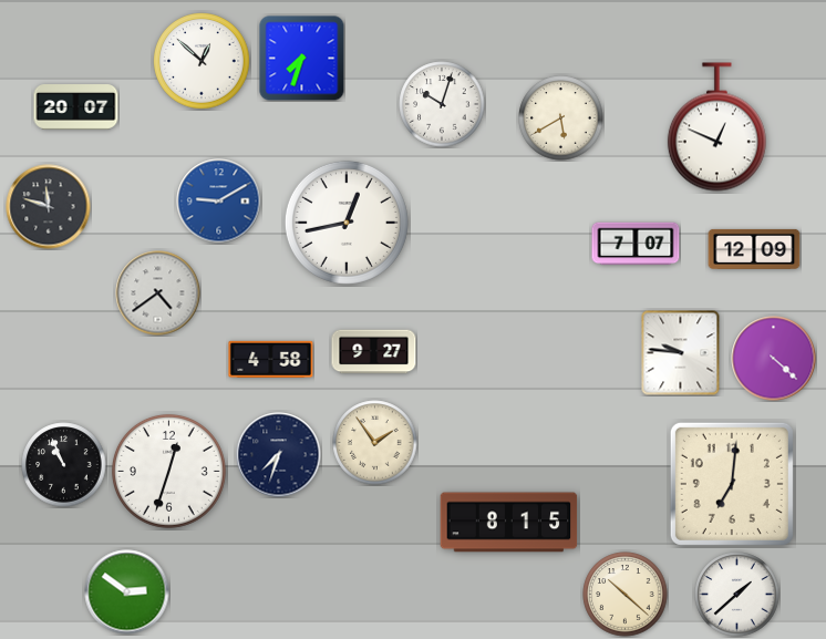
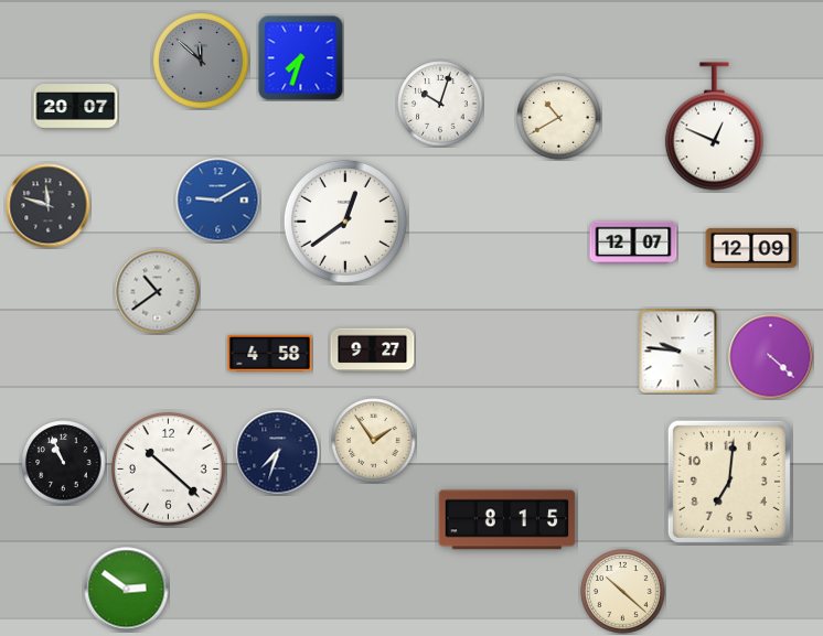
clock at (202, 61): 12:52 -> 11:52
clock at (202, 61) dial: white -> grey
clock at (561, 118): 5:40 -> 10:40
clock at (347, 223): 12:43 -> 12:39
clock at (636, 244): 7:07 -> 12:07
clock at (158, 293): 4:39 -> 10:39
clock at (271, 359) position: (271, 359) -> (270, 353)
clock at (168, 471): 12:33 -> 10:22
clock at (737, 595): 1:38 -> none
